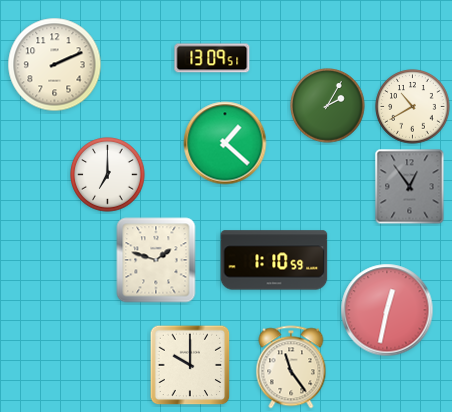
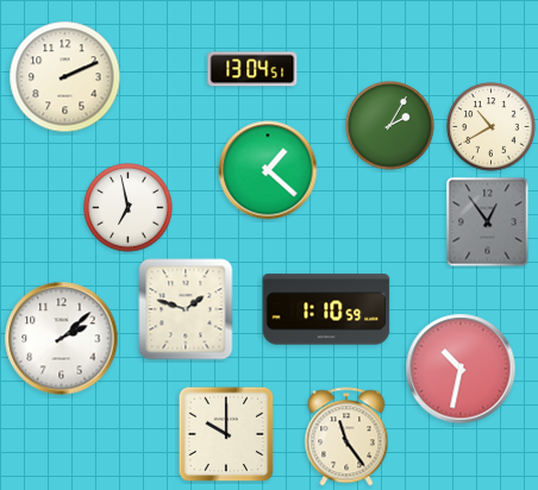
clock at (212, 58): 13:09 -> 13:04
clock at (108, 175): 7:00 -> 6:58
clock at (62, 339): none -> 2:08
clock at (387, 310): 12:32 -> 10:32
